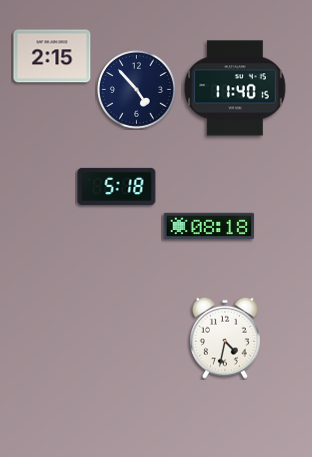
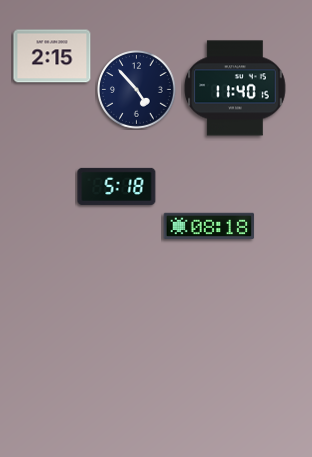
clock at (225, 338): 4:32 -> none
